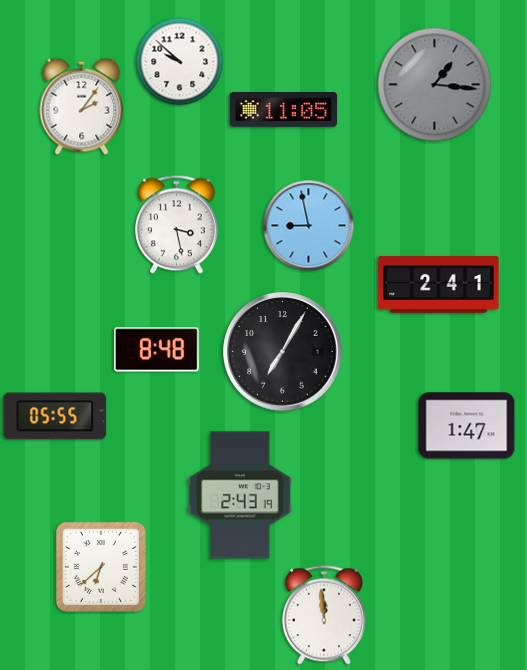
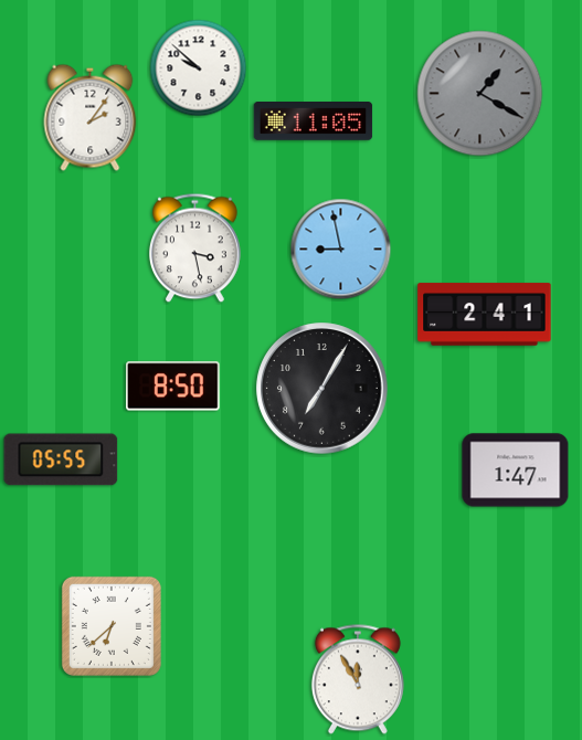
clock at (435, 85): 1:16 -> 1:20
clock at (157, 350): 8:48 -> 8:50
clock at (283, 352) position: (283, 352) -> (322, 389)
clock at (240, 495): 2:43 -> none
clock at (324, 615): 11:59 -> 11:55
